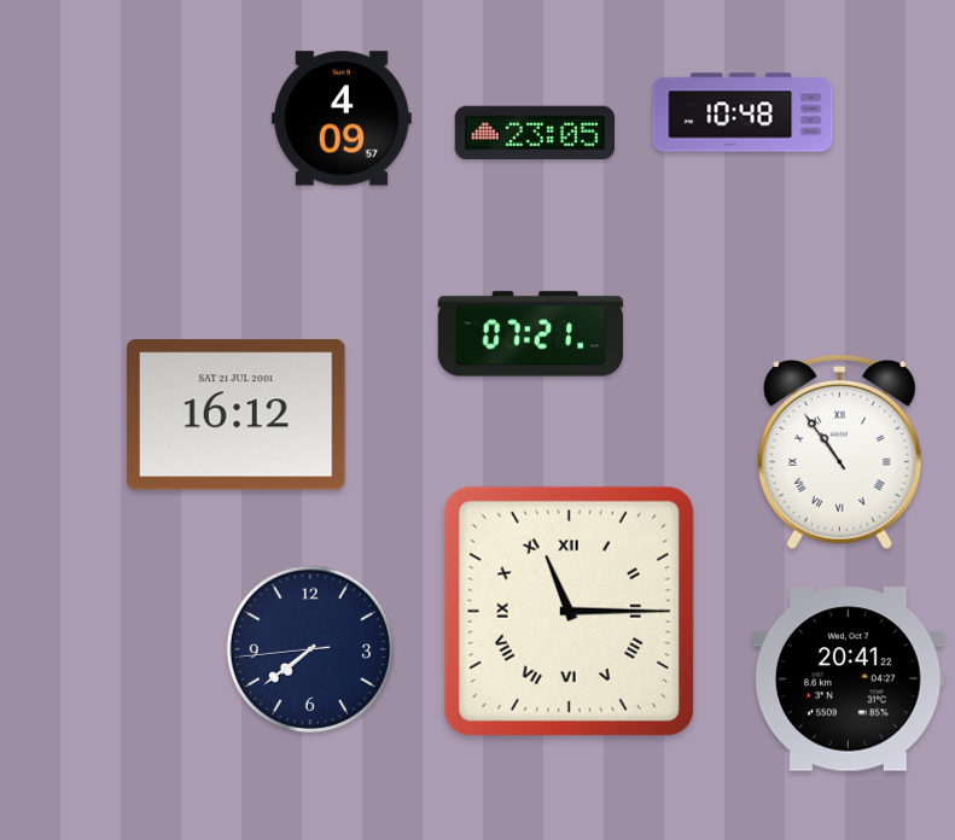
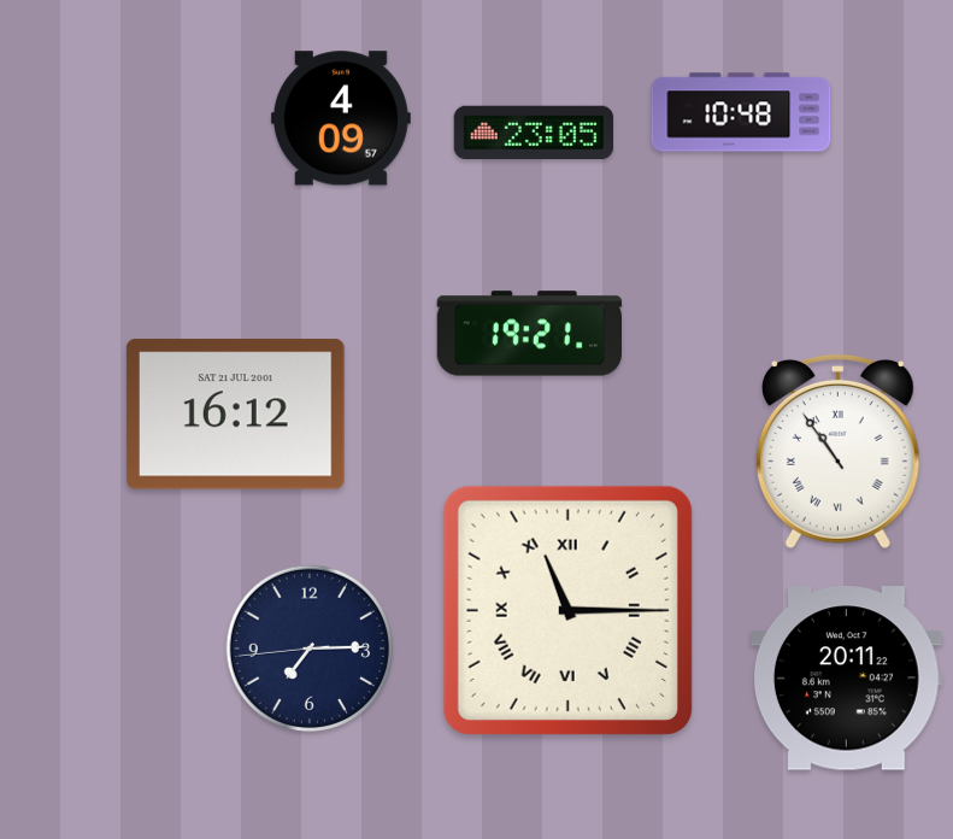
clock at (530, 334): 07:21 -> 19:21
clock at (310, 649): 7:38 -> 7:14
clock at (848, 679): 20:41 -> 20:11
